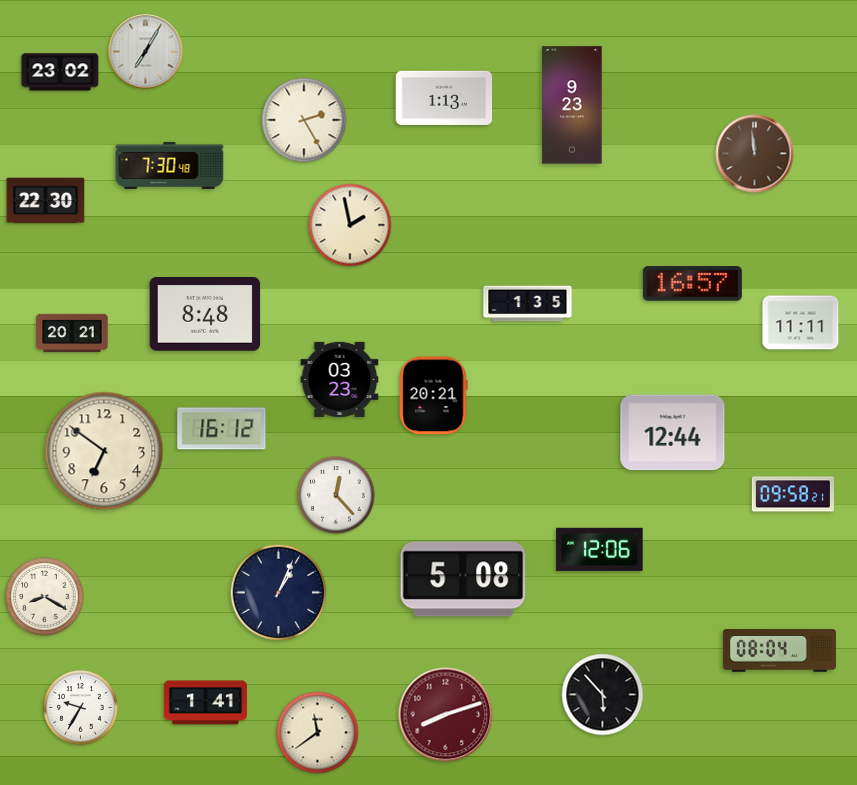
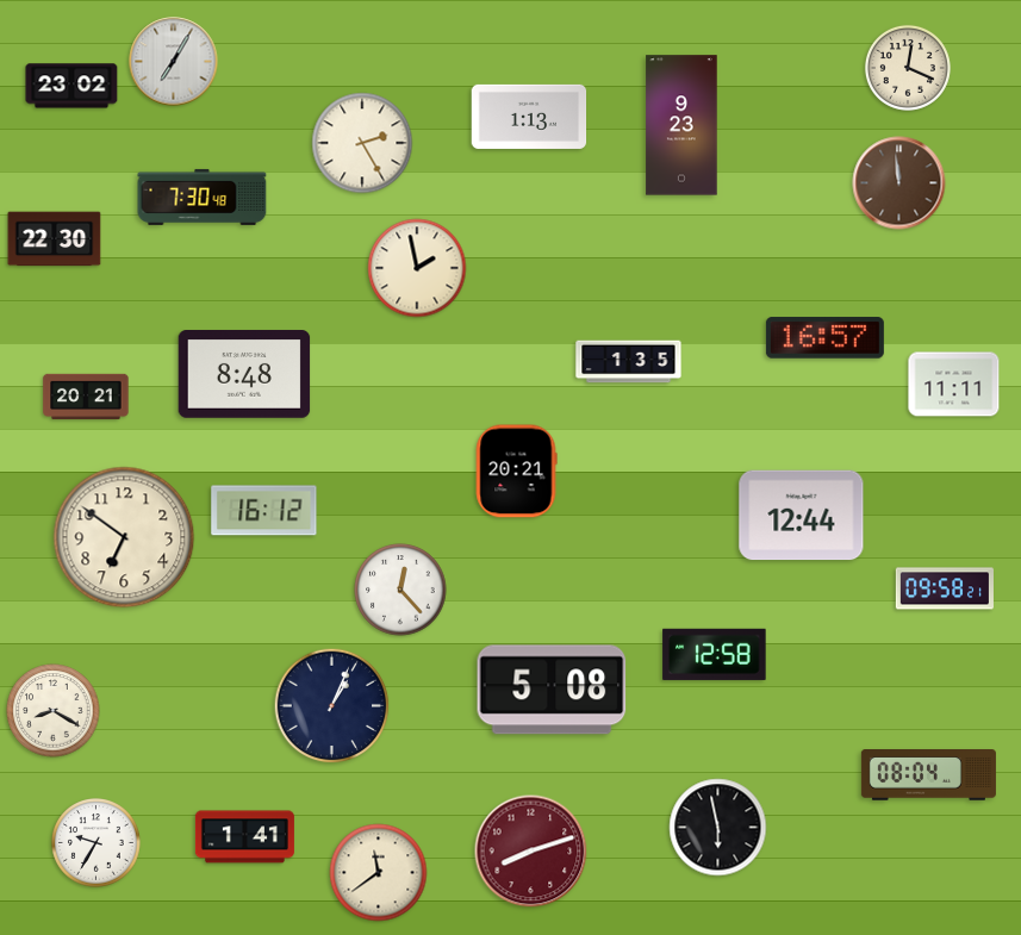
clock at (908, 68): none -> 12:19
clock at (340, 379): 03:23 -> none
clock at (600, 549): 12:06 -> 12:58
clock at (603, 695): 5:53 -> 5:58
